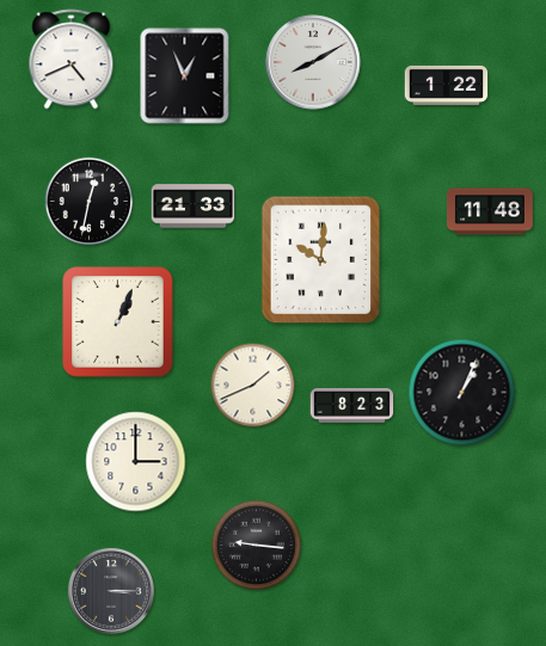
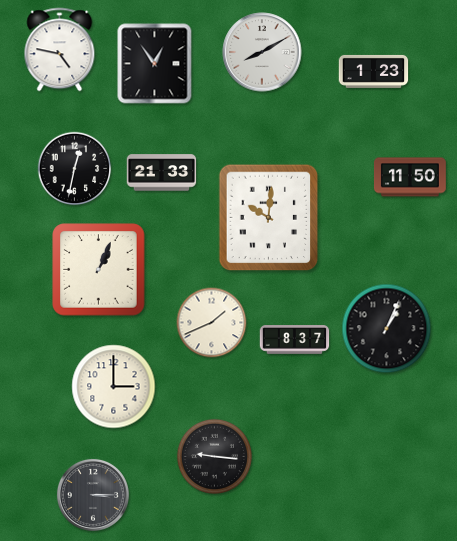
clock at (72, 60): 4:41 -> 4:47
clock at (185, 76): 12:56 -> 12:54
clock at (447, 85): 1:22 -> 1:23
clock at (490, 211): 11:48 -> 11:50
clock at (352, 406): 8:23 -> 8:37
